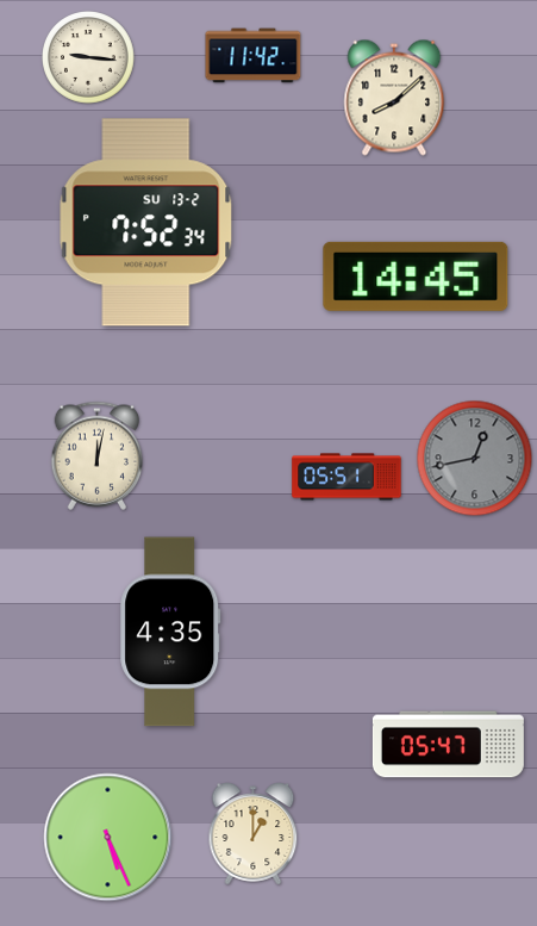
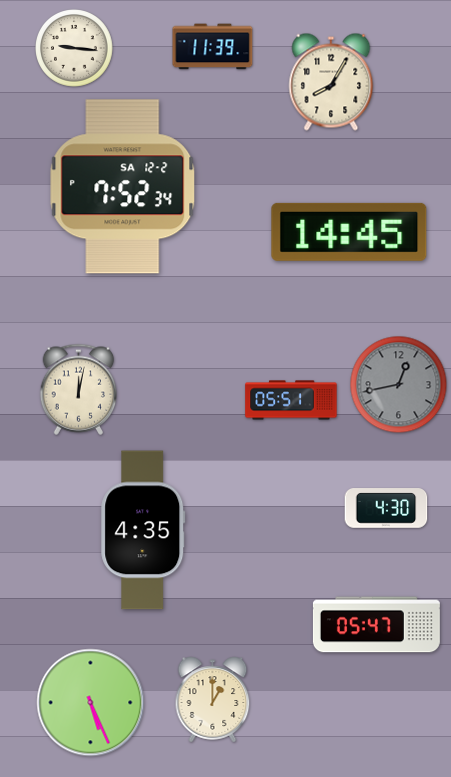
clock at (254, 56): 11:42 -> 11:39
clock at (394, 98): 8:08 -> 8:05
clock at (146, 223) date: SU 13-2 -> SA 12-2
clock at (98, 455) position: (98, 455) -> (79, 389)
clock at (386, 508): none -> 4:30
